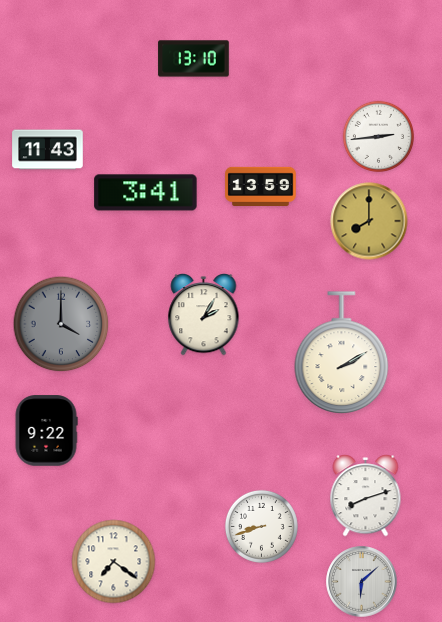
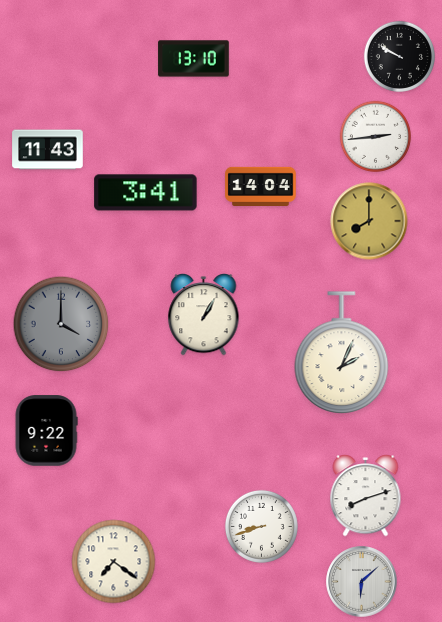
clock at (399, 56): none -> 9:50
clock at (378, 136) position: (378, 136) -> (375, 136)
clock at (261, 186): 13:59 -> 14:04
clock at (204, 315): 2:05 -> 1:05
clock at (342, 353): 2:10 -> 2:04
